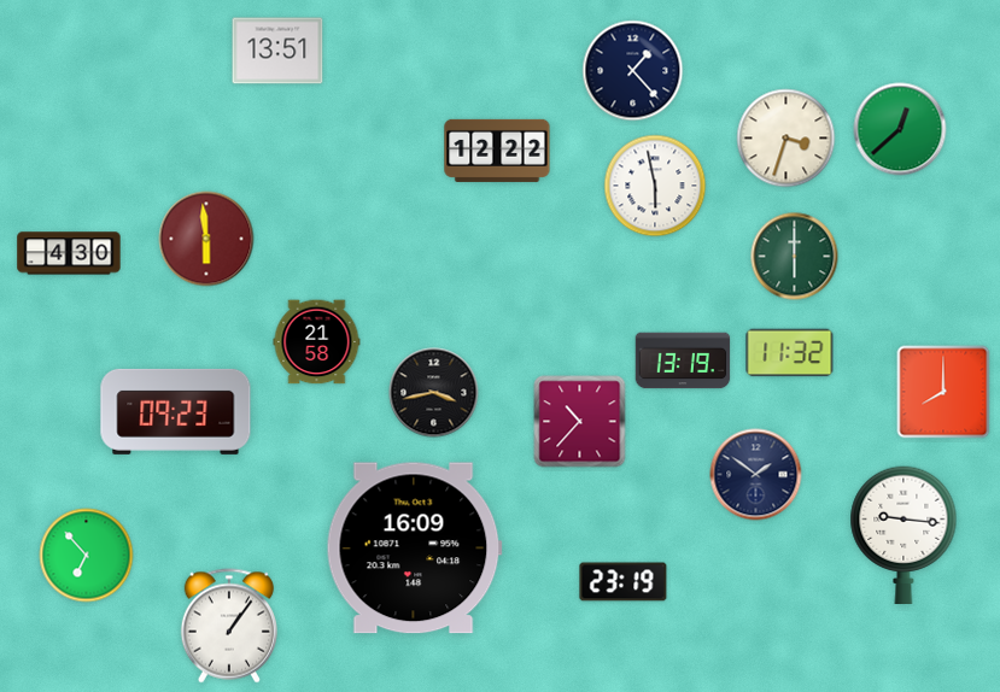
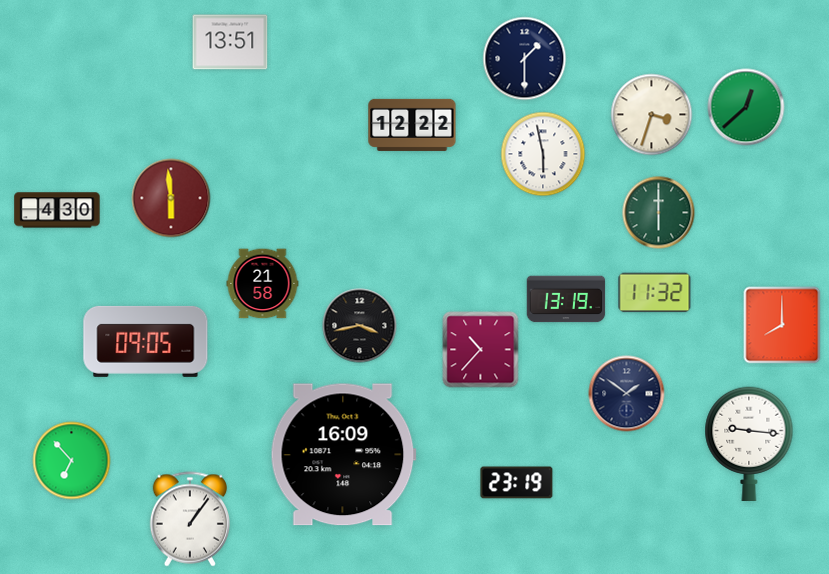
clock at (633, 71): 1:23 -> 1:30
clock at (176, 411): 09:23 -> 09:05
